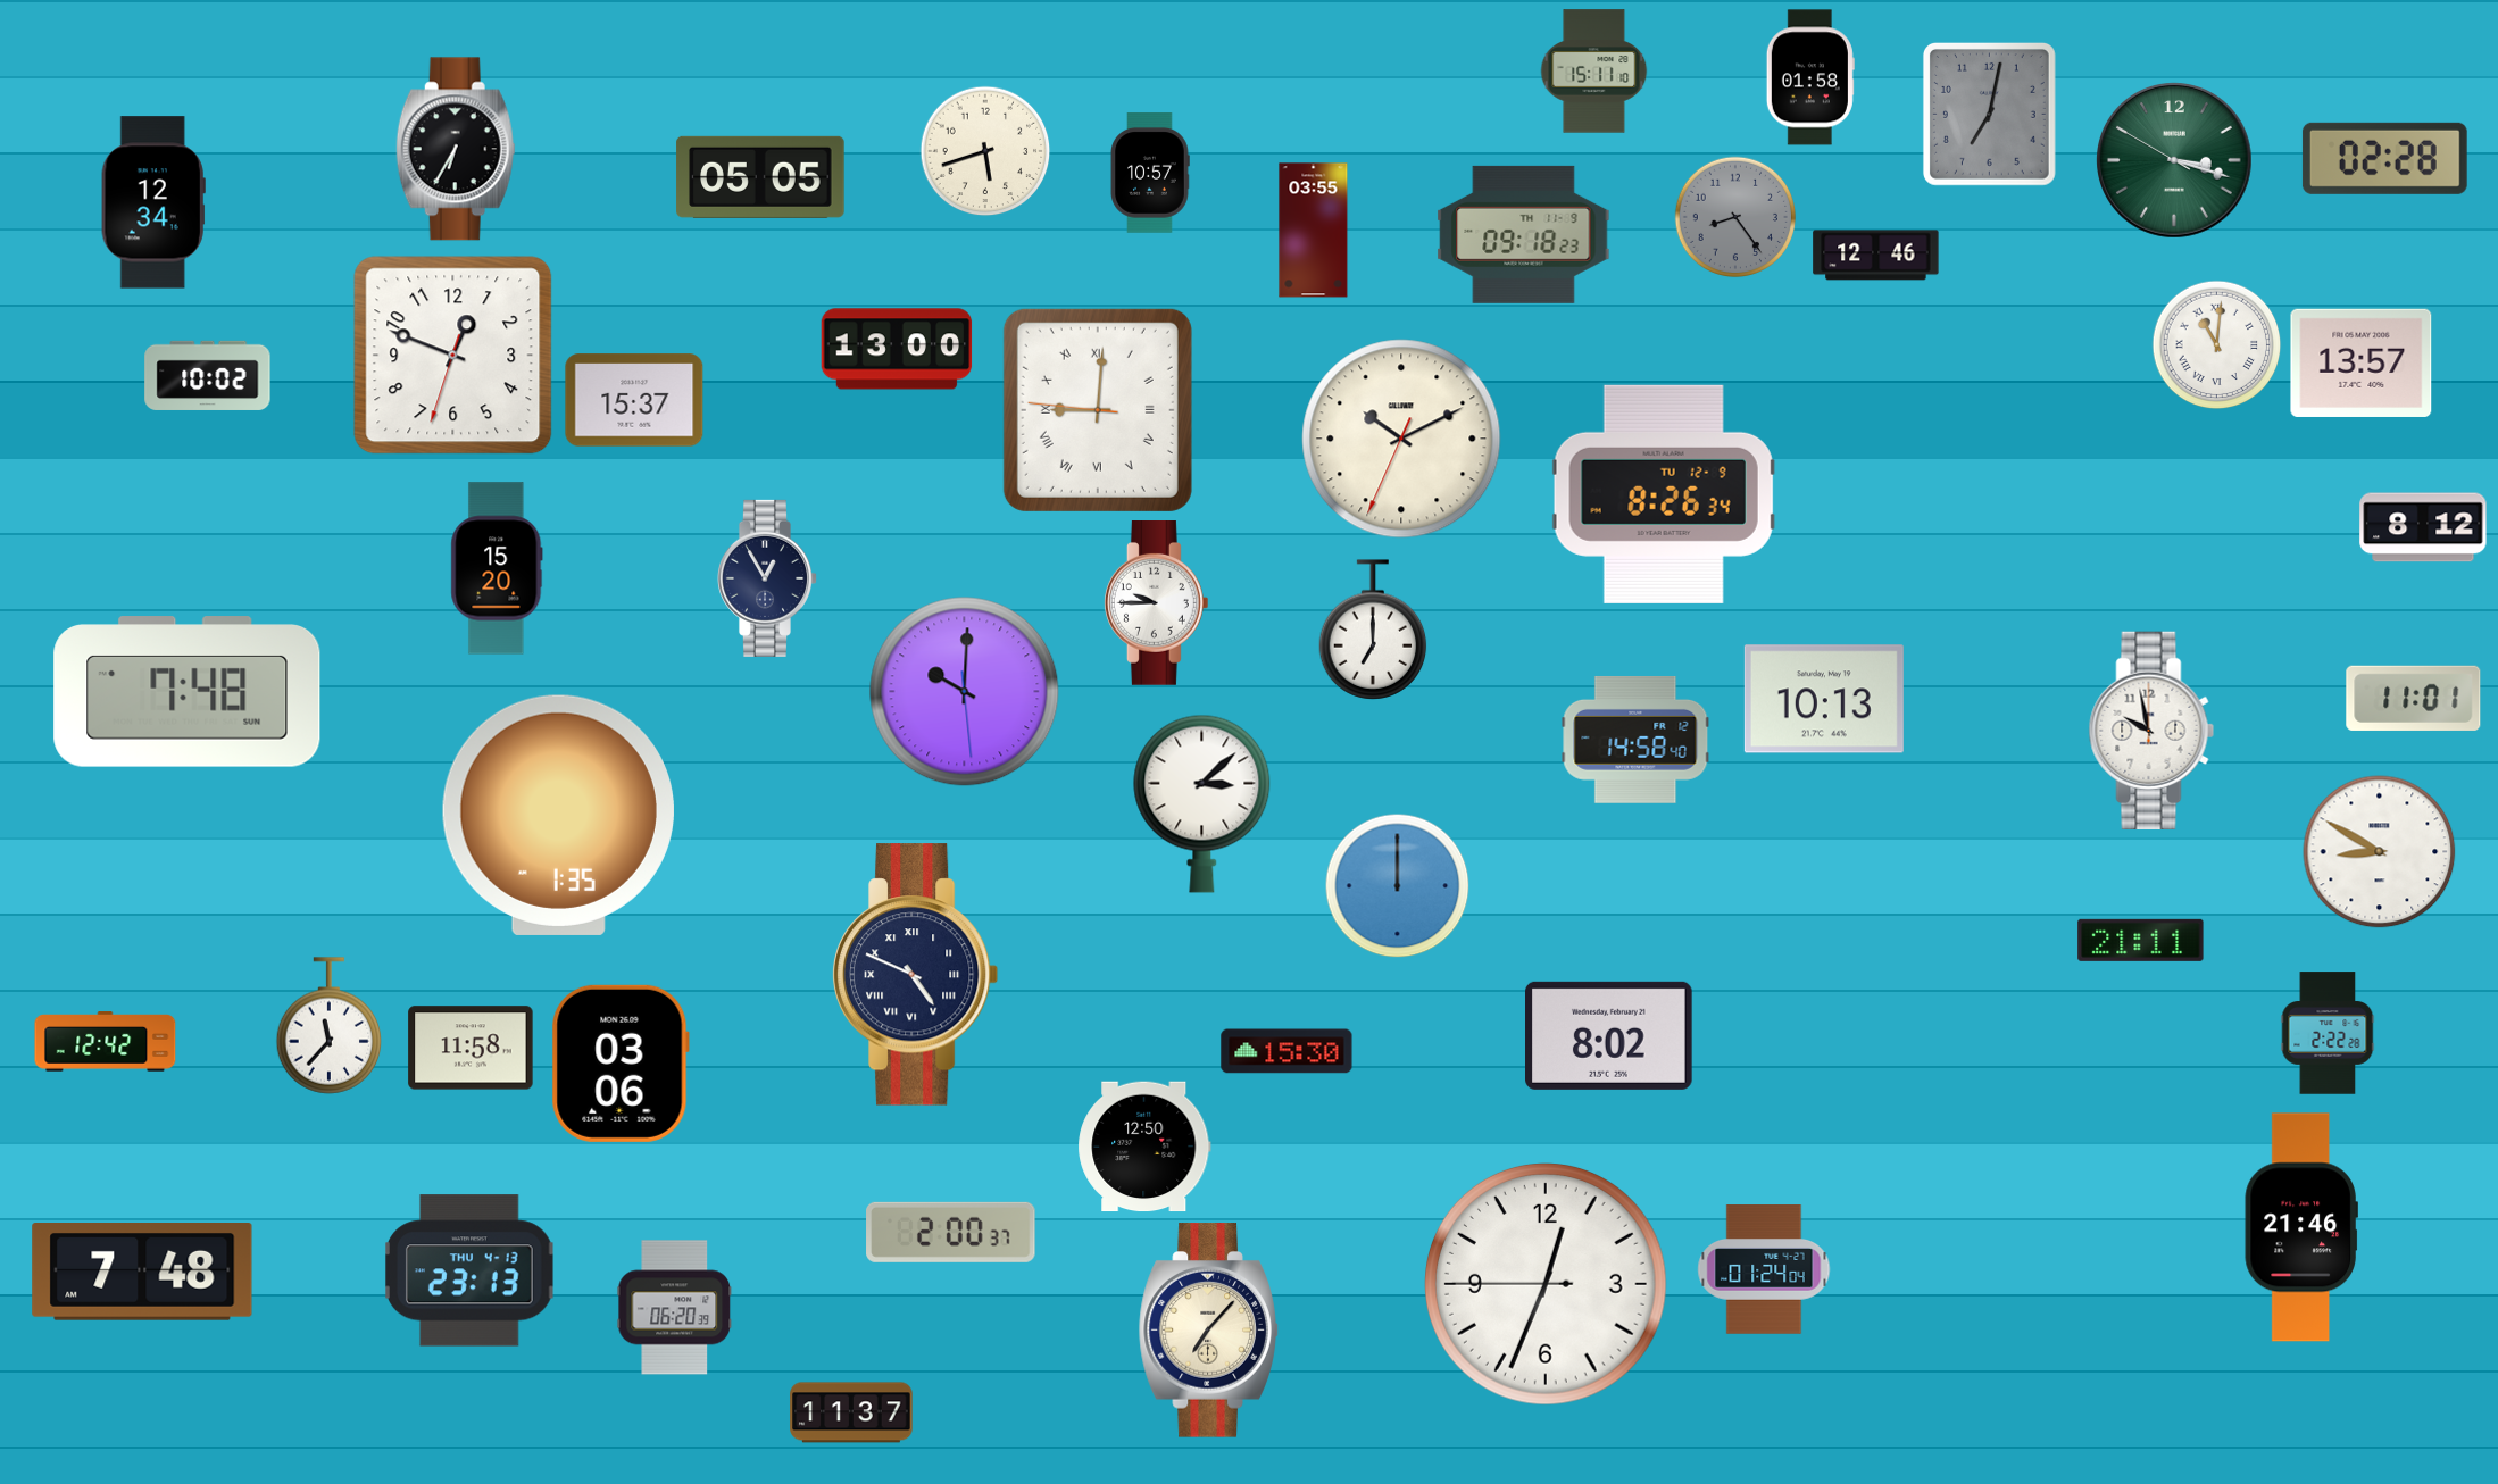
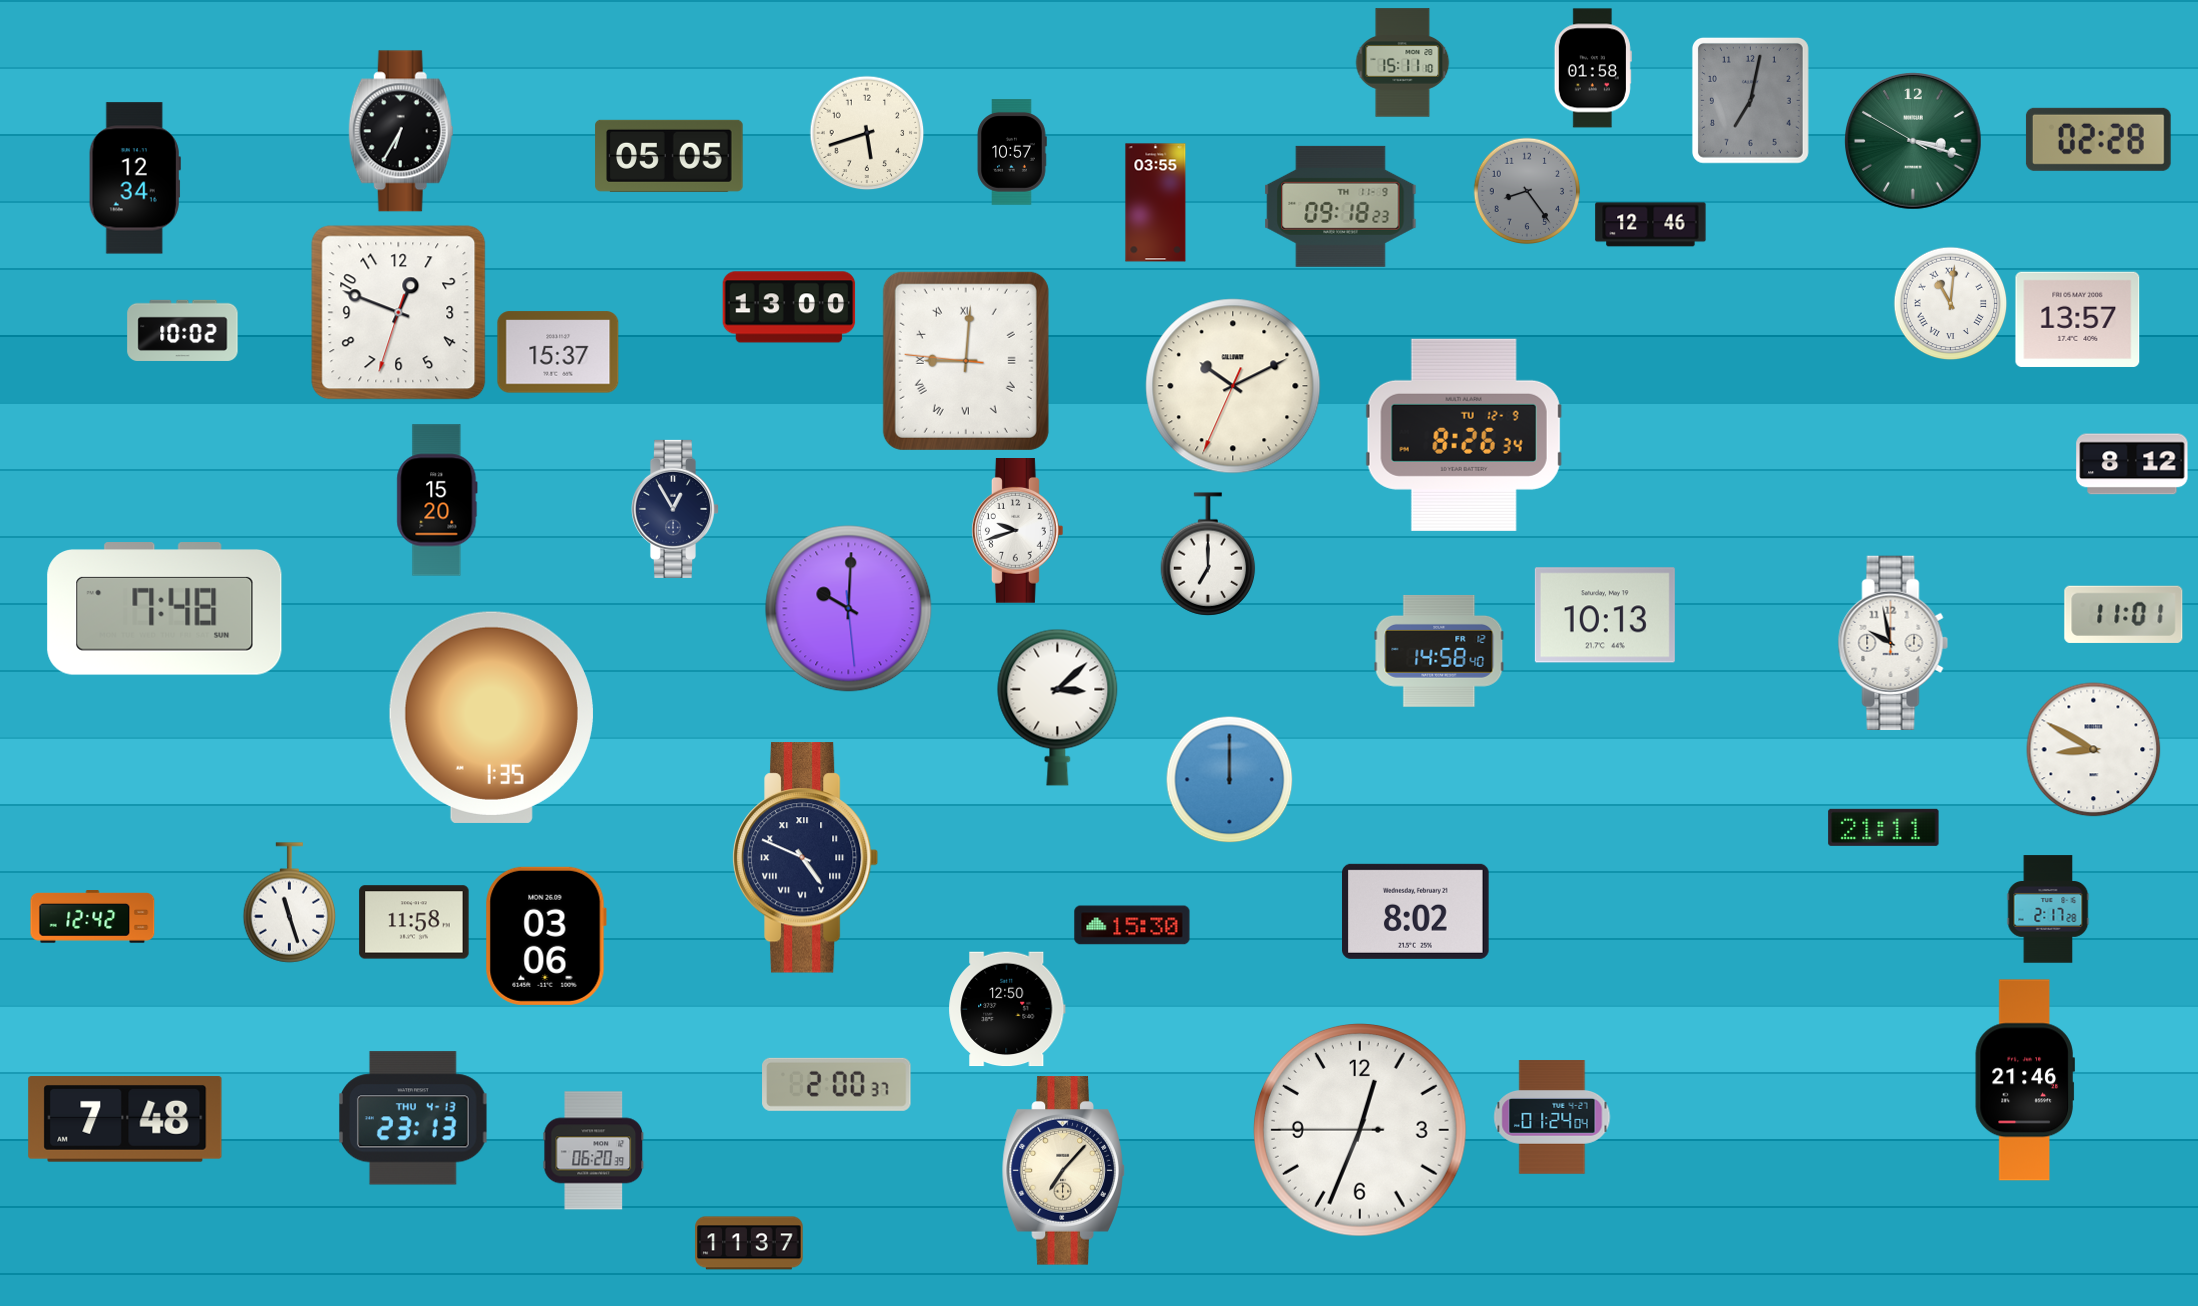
clock at (1156, 603): 9:45 -> 9:42
clock at (330, 1026): 11:37 -> 11:27
clock at (2328, 1033): 2:22 -> 2:17
